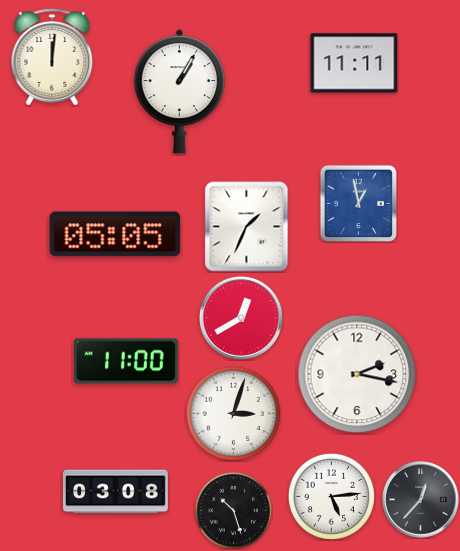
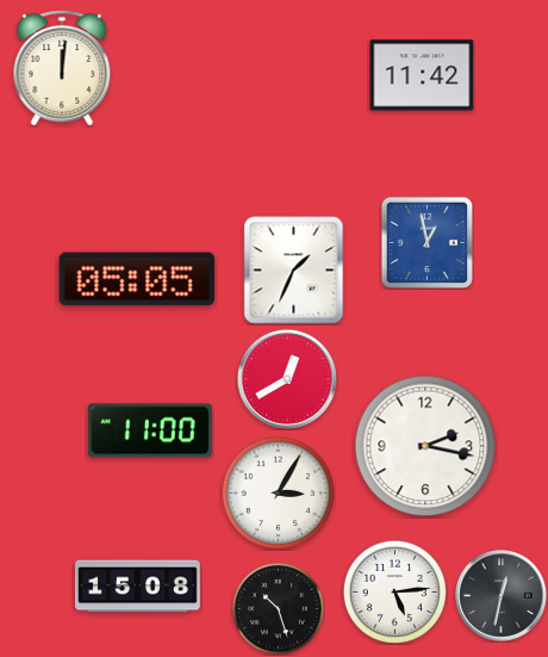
clock at (354, 63): 11:11 -> 11:42
clock at (180, 91): 1:05 -> none
clock at (233, 413): 3:03 -> 3:05
clock at (116, 492): 03:08 -> 15:08
clock at (421, 500): 12:37 -> 12:32
